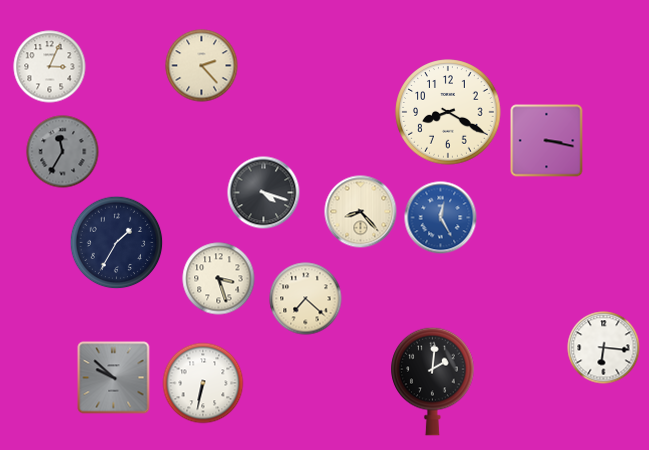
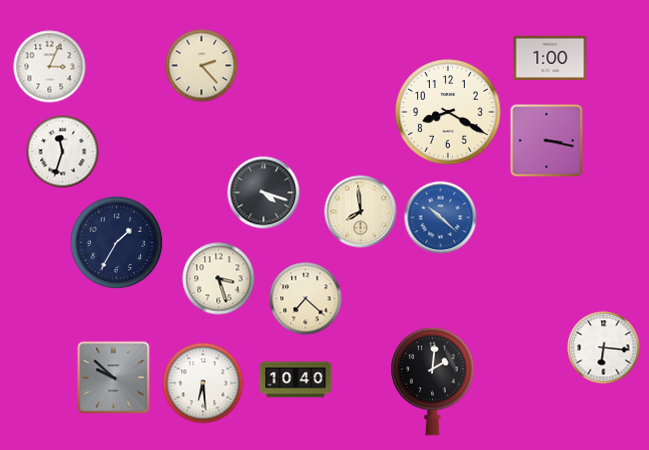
clock at (550, 57): none -> 1:00
clock at (63, 152): 11:35 -> 11:33
clock at (63, 152) dial: grey -> white
clock at (361, 212): 8:23 -> 7:59
clock at (441, 218): 12:25 -> 10:22
clock at (296, 380): none -> 10:40
clock at (203, 383): 6:32 -> 6:29
